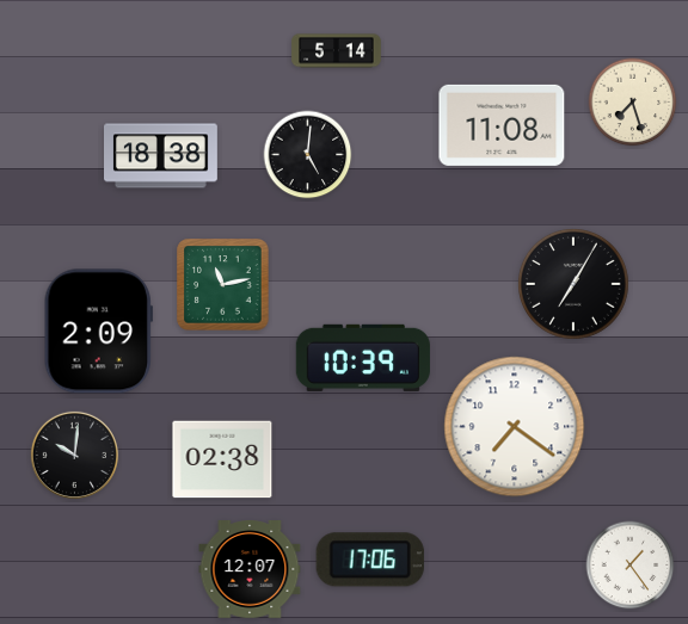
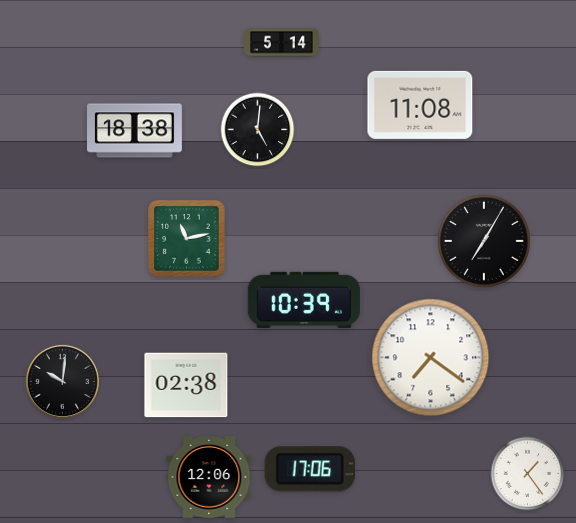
clock at (633, 103): 7:27 -> none
clock at (575, 285) position: (575, 285) -> (485, 242)
clock at (98, 332): 2:09 -> none
clock at (250, 570): 12:07 -> 12:06
